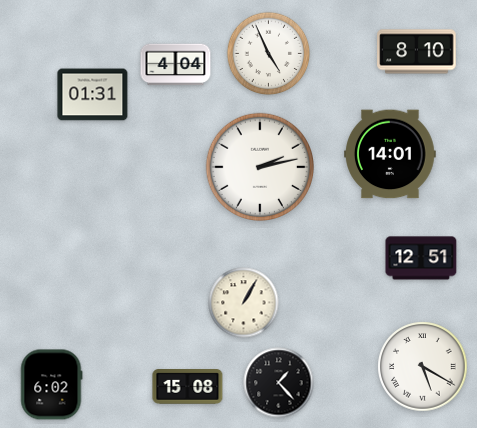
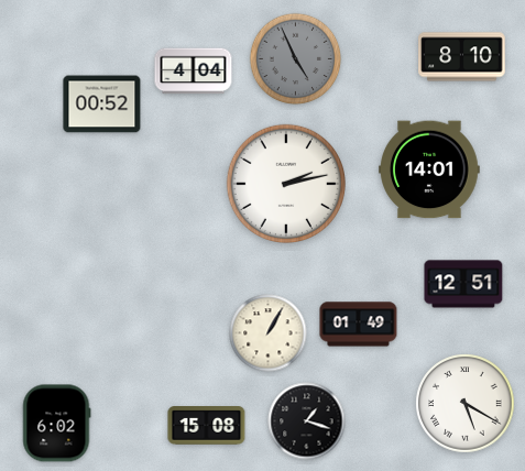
clock at (417, 52) position: (417, 52) -> (462, 57)
clock at (269, 54) dial: white -> grey
clock at (93, 95): 01:31 -> 00:52
clock at (359, 325): none -> 01:49
clock at (279, 383): 1:23 -> 1:18
